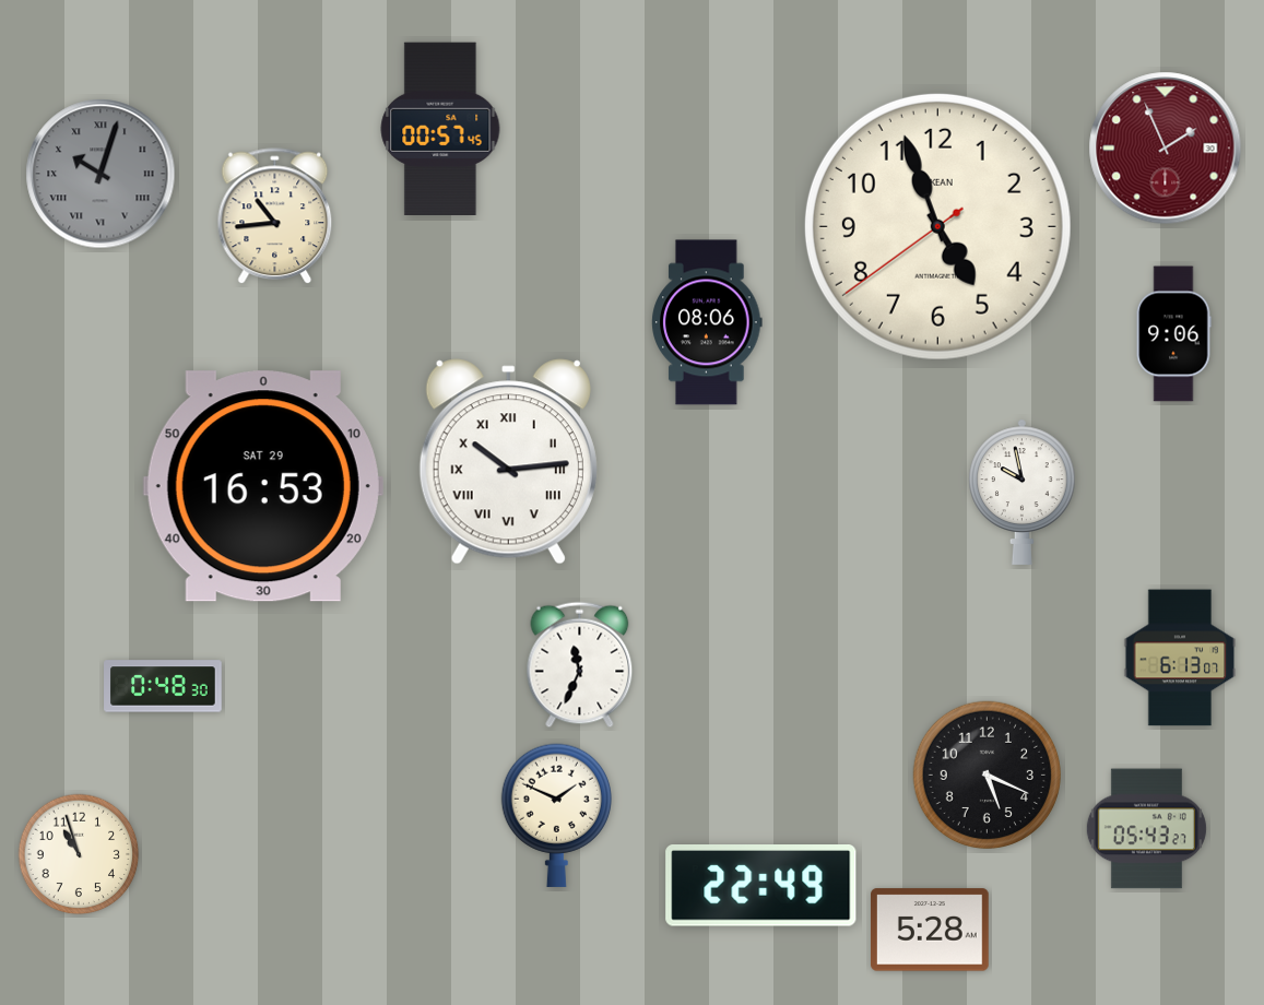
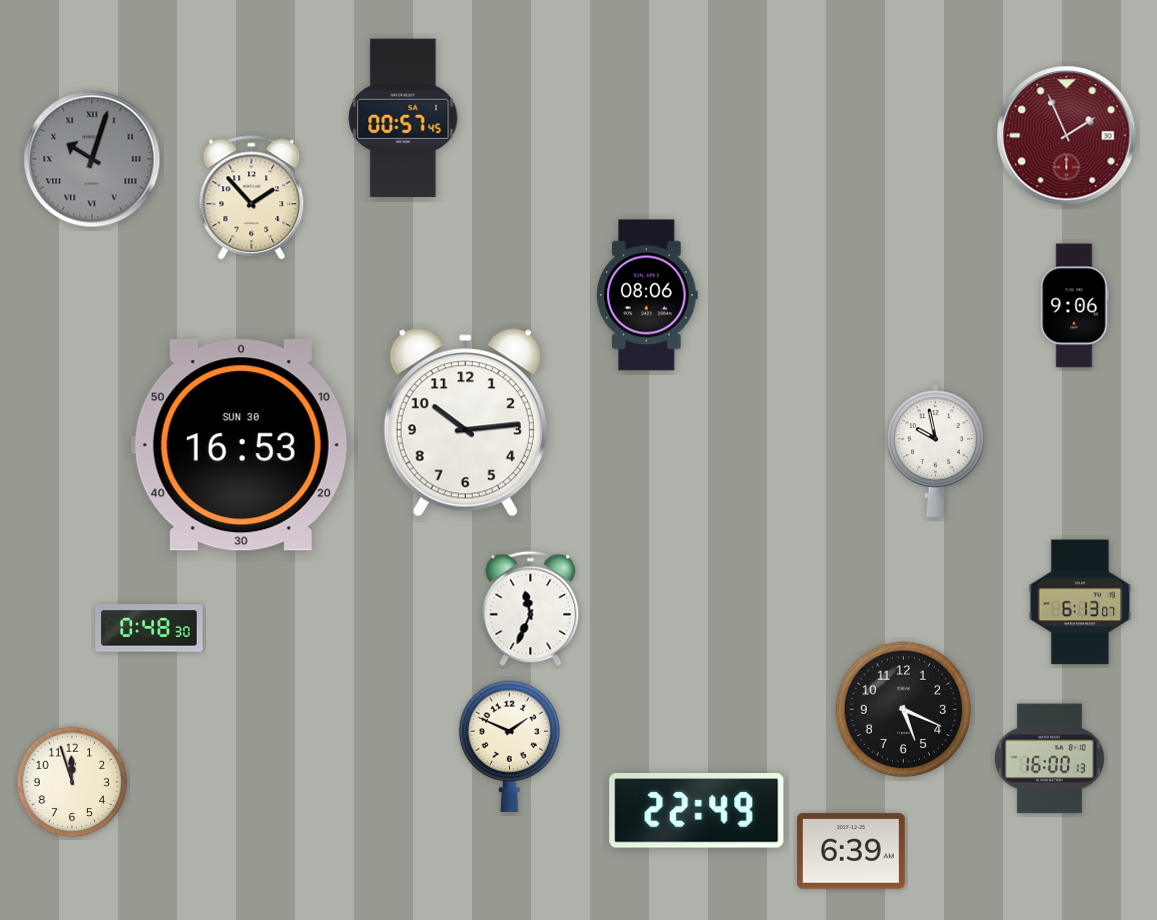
clock at (275, 216): 10:44 -> 1:53
clock at (937, 226): 4:56 -> none
clock at (508, 462) numerals: Roman -> Arabic
clock at (263, 486) date: SAT 29 -> SUN 30
clock at (1146, 829): 05:43 -> 16:00
clock at (79, 854): 10:57 -> 11:57
clock at (931, 930): 5:28 -> 6:39
